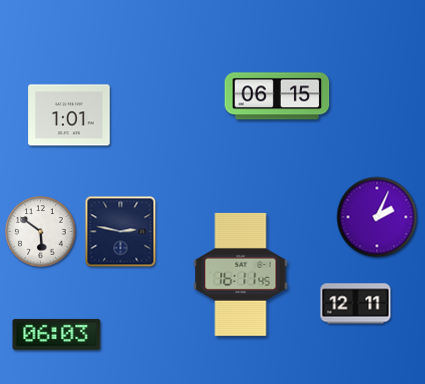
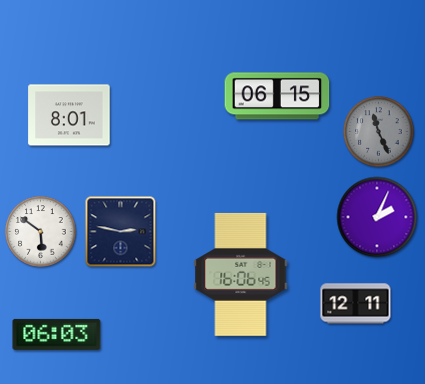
clock at (69, 115): 1:01 -> 8:01
clock at (379, 132): none -> 11:26
clock at (241, 274): 16:11 -> 16:06
